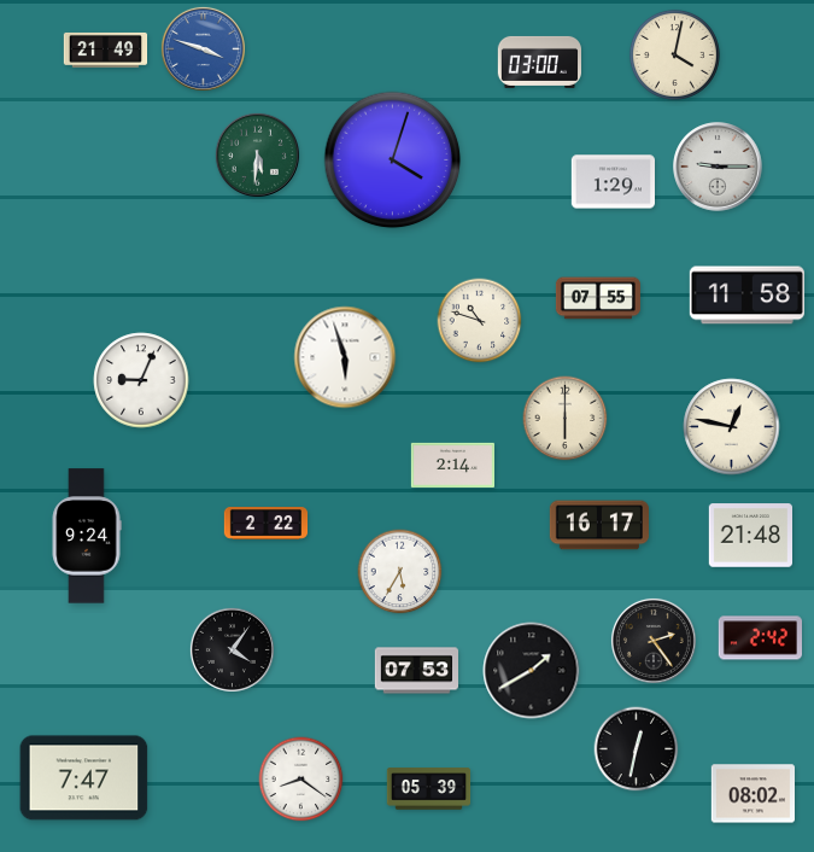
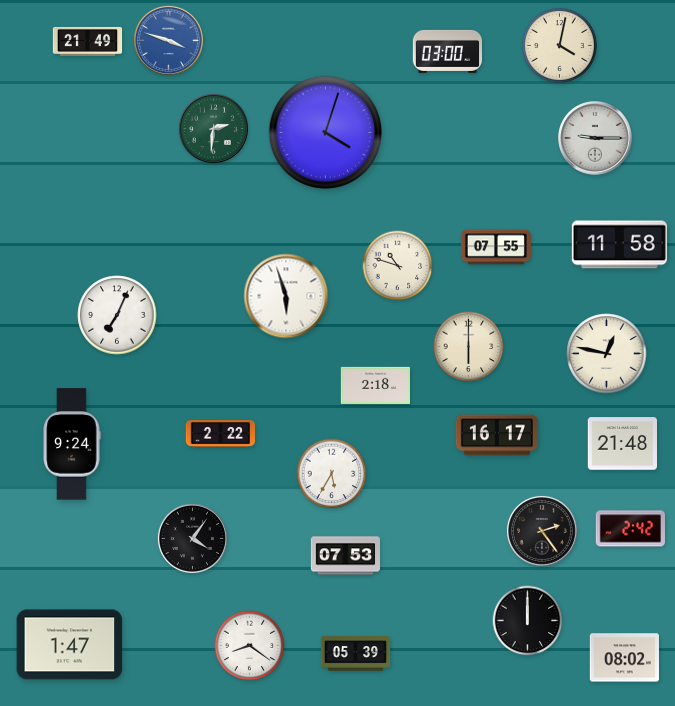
clock at (257, 154): 5:31 -> 2:31
clock at (613, 182): 1:29 -> none
clock at (141, 380): 9:04 -> 7:04
clock at (452, 465): 2:14 -> 2:18
clock at (532, 671): 1:40 -> none
clock at (637, 749): 12:32 -> 12:00
clock at (84, 778): 7:47 -> 1:47
